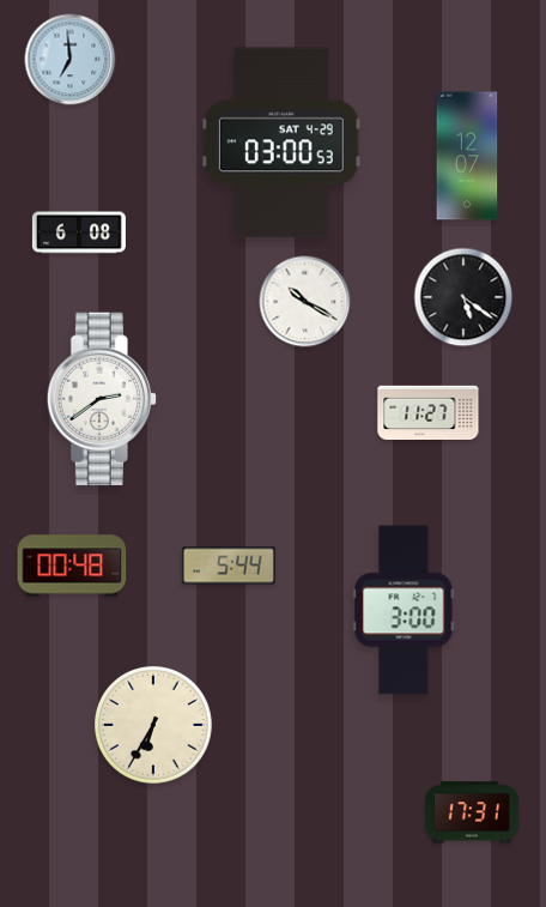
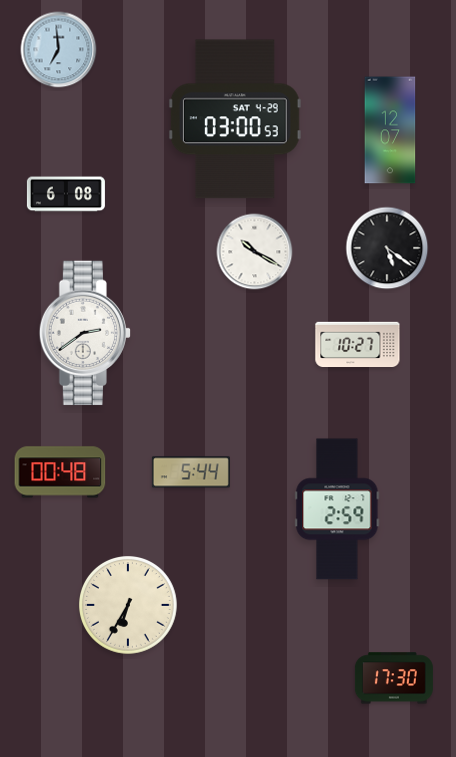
clock at (429, 412): 11:27 -> 10:27
clock at (404, 610): 3:00 -> 2:59
clock at (472, 812): 17:31 -> 17:30
